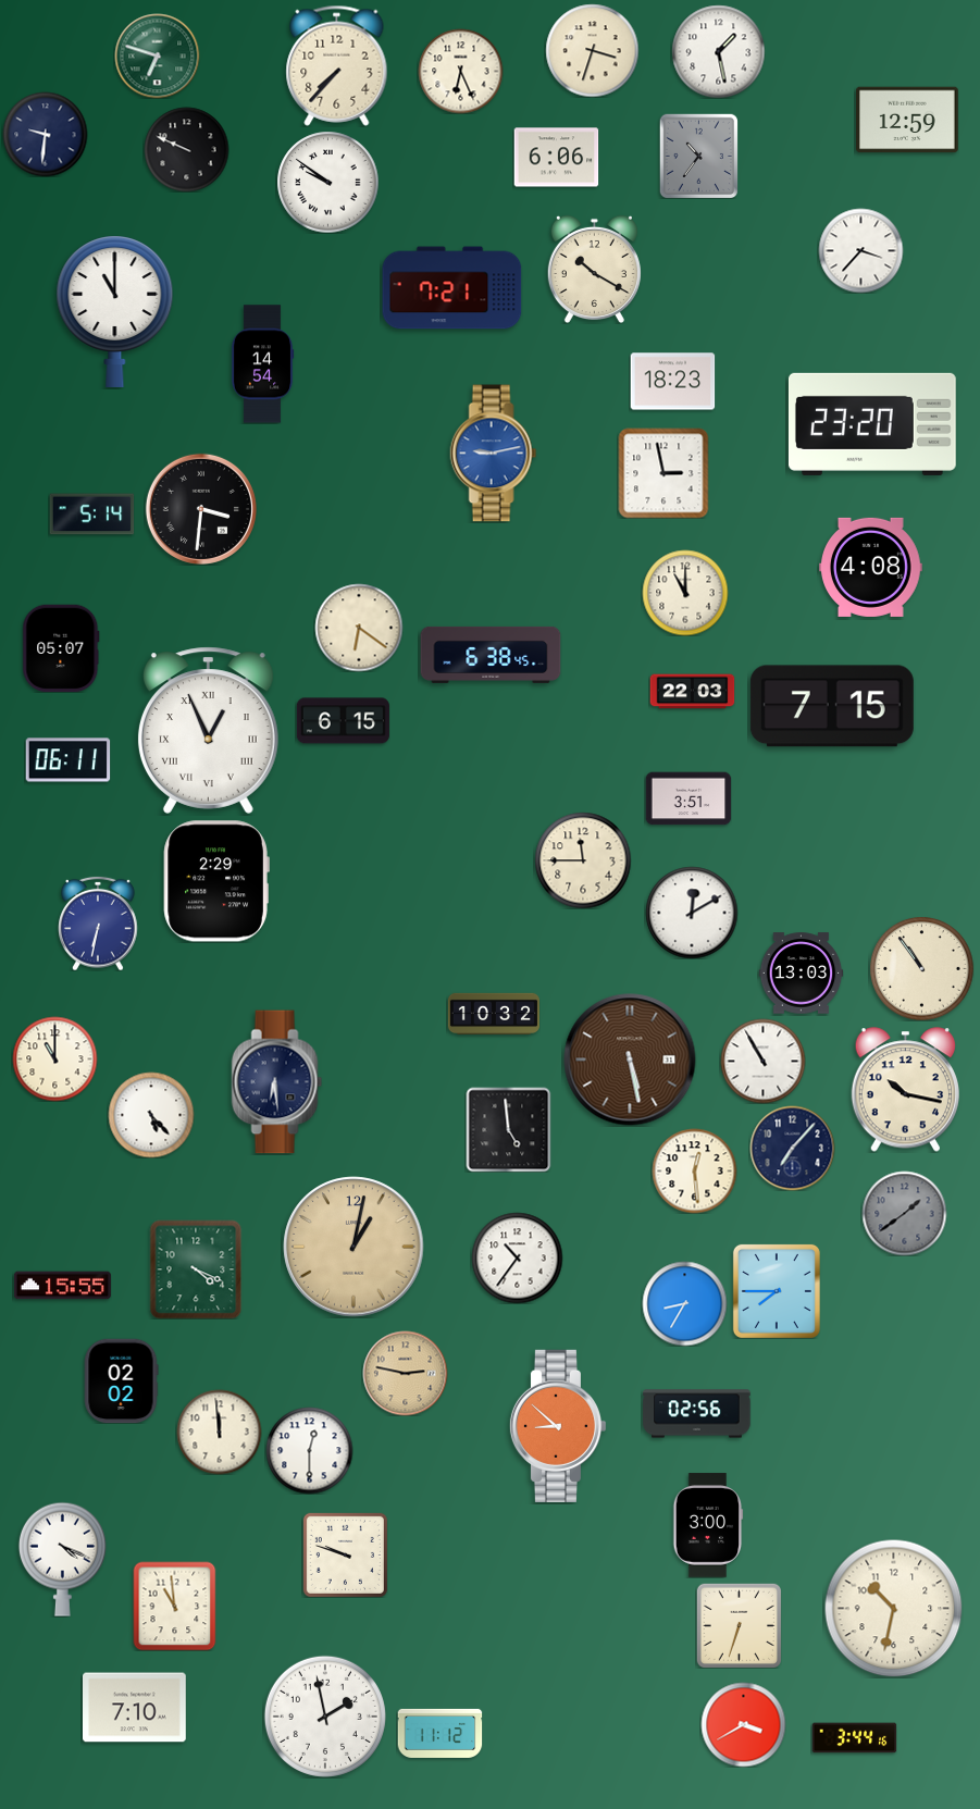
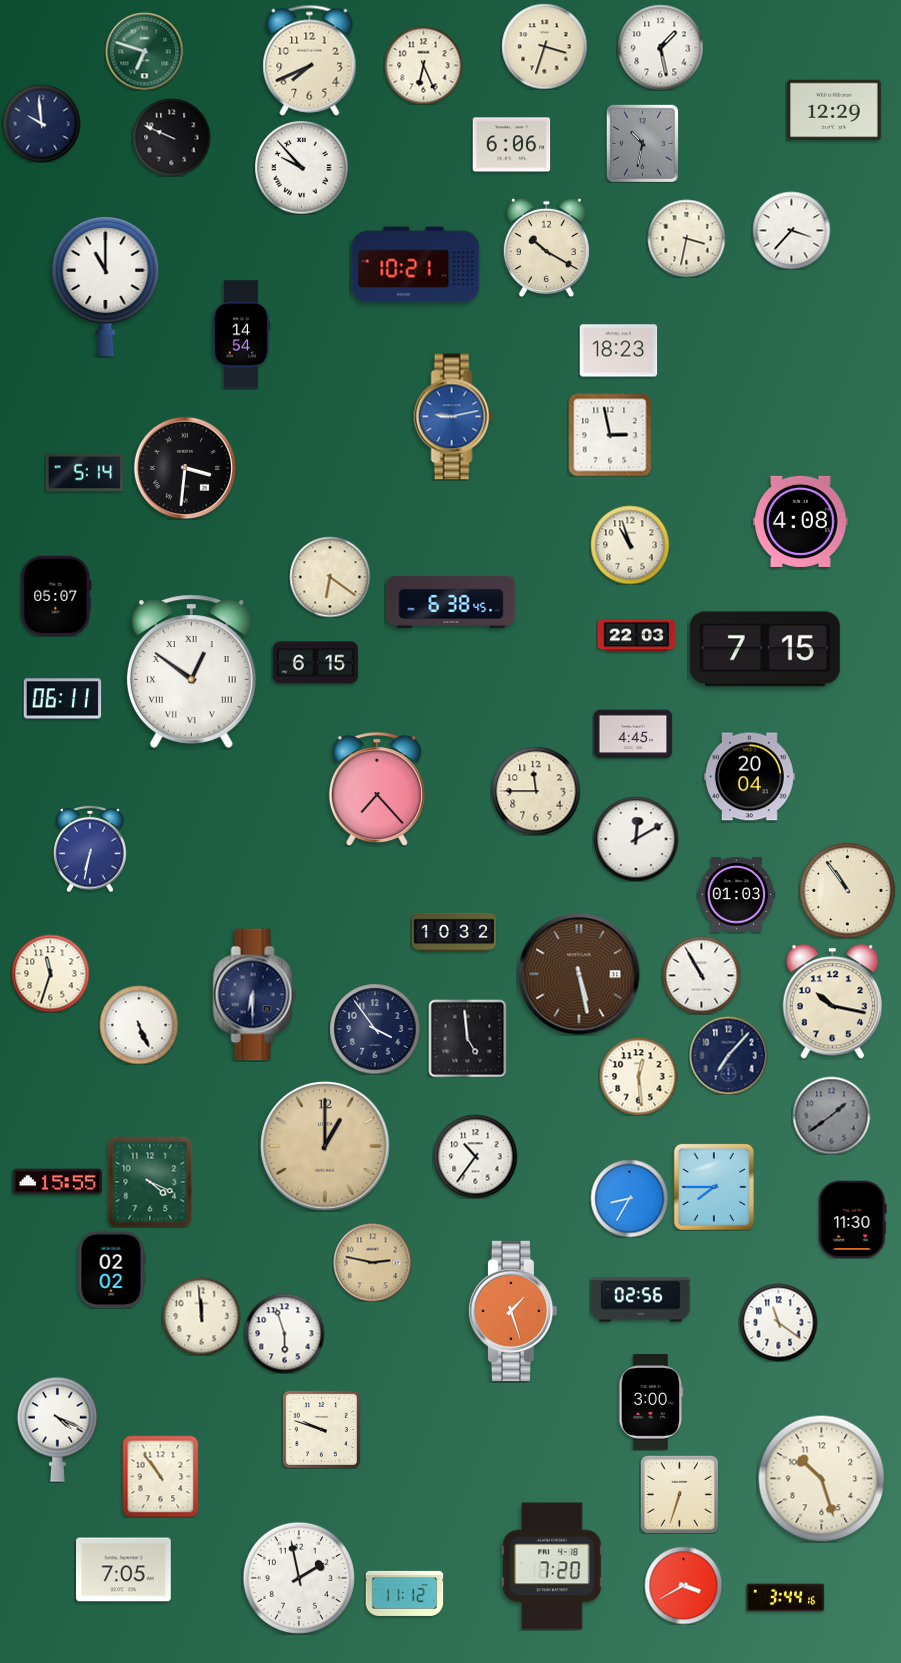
clock at (337, 65): 7:37 -> 7:41
clock at (908, 120): 12:59 -> 12:29
clock at (45, 134): 9:31 -> 9:59
clock at (698, 156): 10:36 -> 10:32
clock at (327, 182): 9:51 -> 9:53
clock at (686, 238): none -> 3:32
clock at (452, 288): 7:21 -> 10:21
clock at (872, 424): 23:20 -> none
clock at (685, 593): 11:00 -> 10:57
clock at (208, 730): 12:56 -> 12:51
clock at (689, 798): 3:51 -> 4:45
clock at (749, 777): none -> 20:04
clock at (377, 790): none -> 7:23
clock at (216, 881): 2:29 -> none
clock at (801, 974): 13:03 -> 01:03
clock at (54, 1058): 11:00 -> 11:33
clock at (277, 1082): 6:29 -> 6:30
clock at (151, 1115): 5:23 -> 5:26
clock at (375, 1029): none -> 3:54
clock at (353, 1247): 1:02 -> 1:00
clock at (196, 1269) position: (196, 1269) -> (150, 1182)
clock at (853, 1219): none -> 11:30
clock at (558, 1426): 8:52 -> 1:27
clock at (778, 1322): none -> 11:21
clock at (309, 1450): 12:30 -> 5:57
clock at (345, 1554) position: (345, 1554) -> (321, 1429)
clock at (62, 1559) position: (62, 1559) -> (57, 1429)
clock at (175, 1606): 10:59 -> 10:54
clock at (893, 1608): 10:32 -> 10:27
clock at (553, 1566): none -> 7:20
clock at (135, 1708): 7:10 -> 7:05
